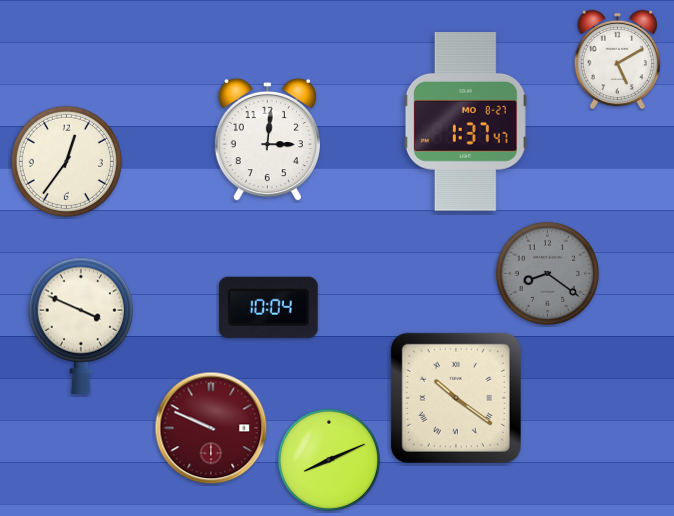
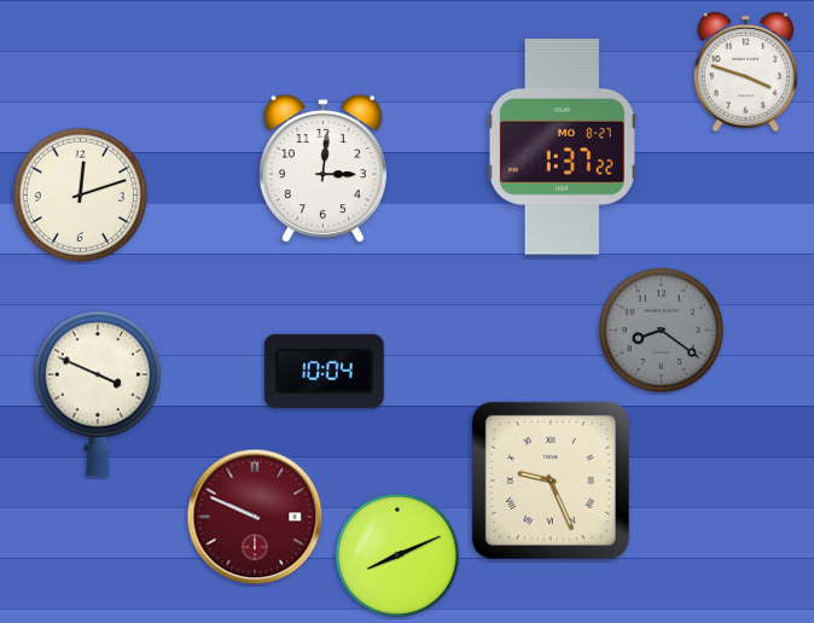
clock at (618, 60): 5:10 -> 3:48
clock at (465, 122): 1:37:47 -> 1:37:22
clock at (66, 161): 12:36 -> 12:12
clock at (456, 398): 10:21 -> 9:26
